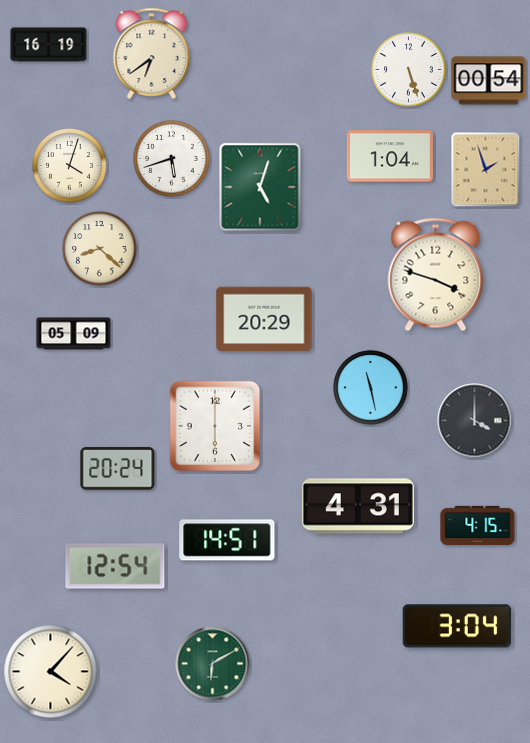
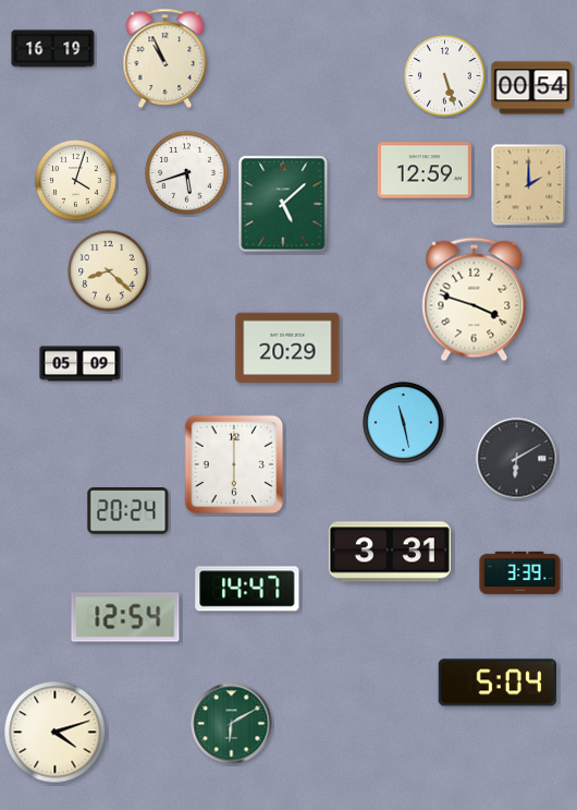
clock at (152, 53): 6:39 -> 10:56
clock at (390, 156): 1:04 -> 12:59
clock at (486, 170): 1:57 -> 2:00
clock at (260, 187): 5:03 -> 5:08
clock at (475, 421): 4:00 -> 6:10
clock at (358, 506): 4:31 -> 3:31
clock at (478, 525): 4:15 -> 3:39
clock at (227, 540): 14:51 -> 14:47
clock at (456, 626): 3:04 -> 5:04
clock at (51, 672): 4:07 -> 4:12
